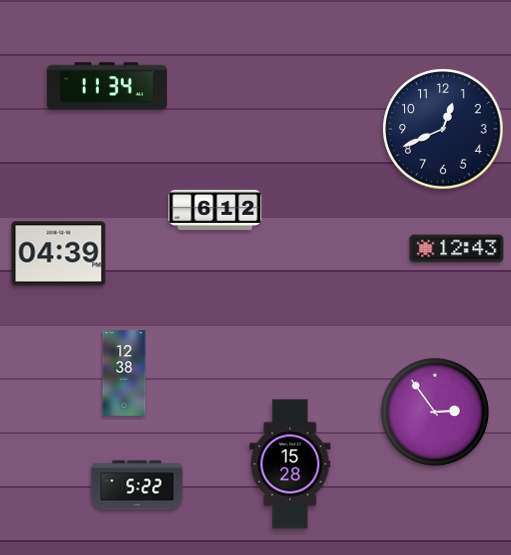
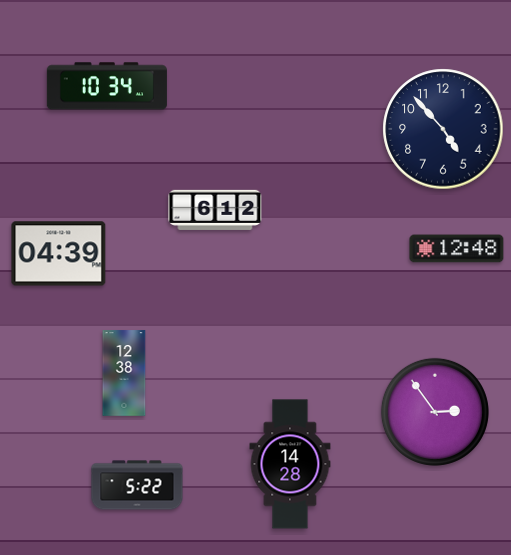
clock at (107, 86): 11:34 -> 10:34
clock at (443, 129): 12:41 -> 4:53
clock at (457, 249): 12:43 -> 12:48
clock at (290, 464): 15:28 -> 14:28
